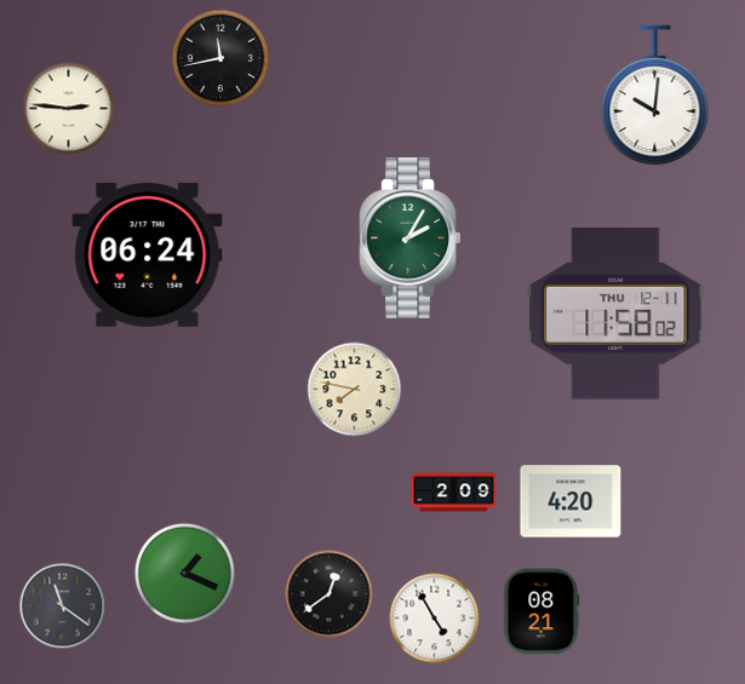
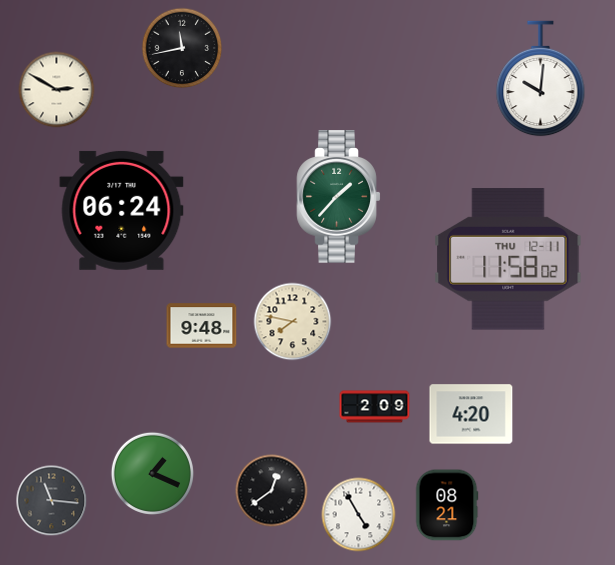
clock at (69, 109): 2:46 -> 2:50
clock at (411, 238): 2:05 -> 1:37
clock at (202, 326): none -> 9:48
clock at (63, 607): 11:21 -> 11:16
clock at (435, 619) position: (435, 619) -> (359, 515)
